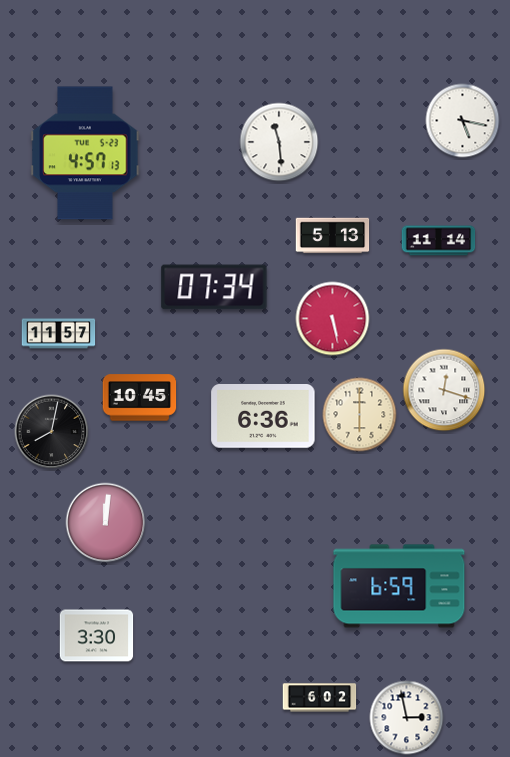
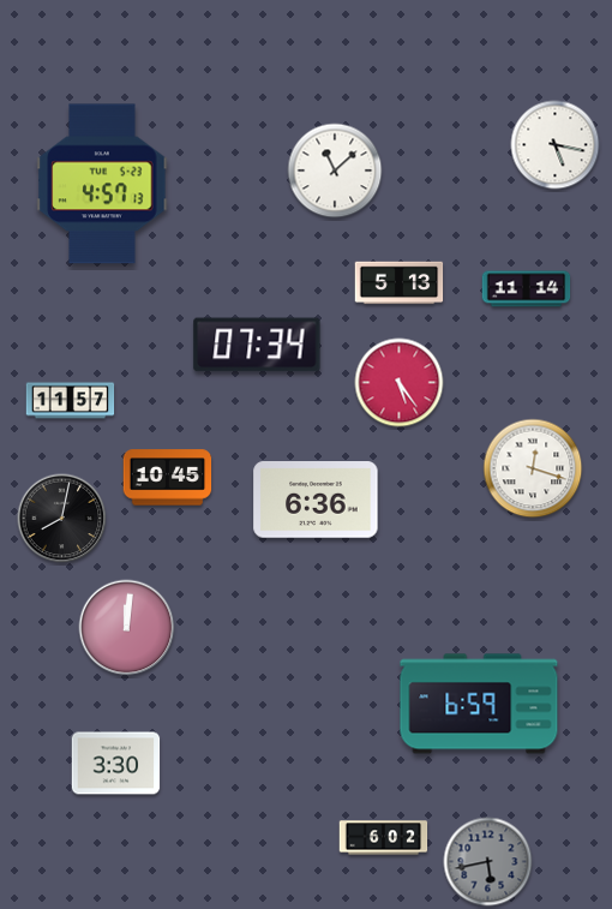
clock at (279, 142): 11:29 -> 11:08
clock at (333, 319): 5:28 -> 5:24
clock at (360, 415): 6:00 -> none
clock at (407, 718): 2:58 -> 5:43
clock at (407, 718) dial: white -> grey
